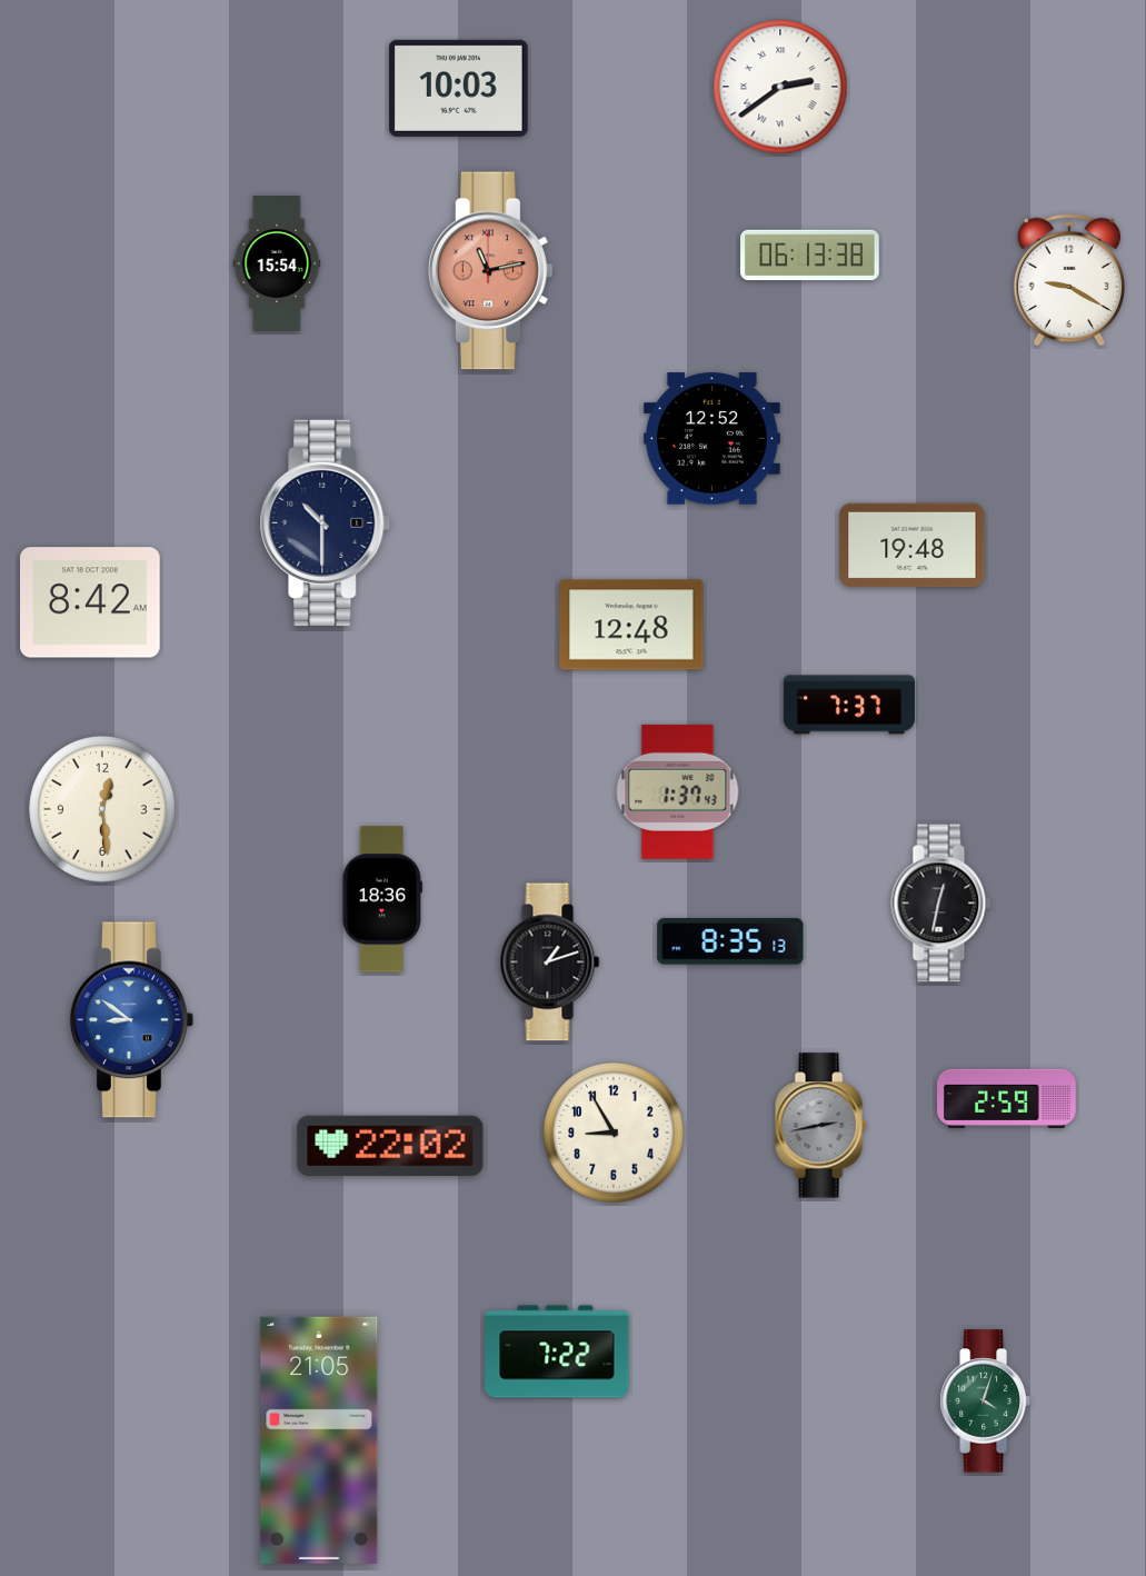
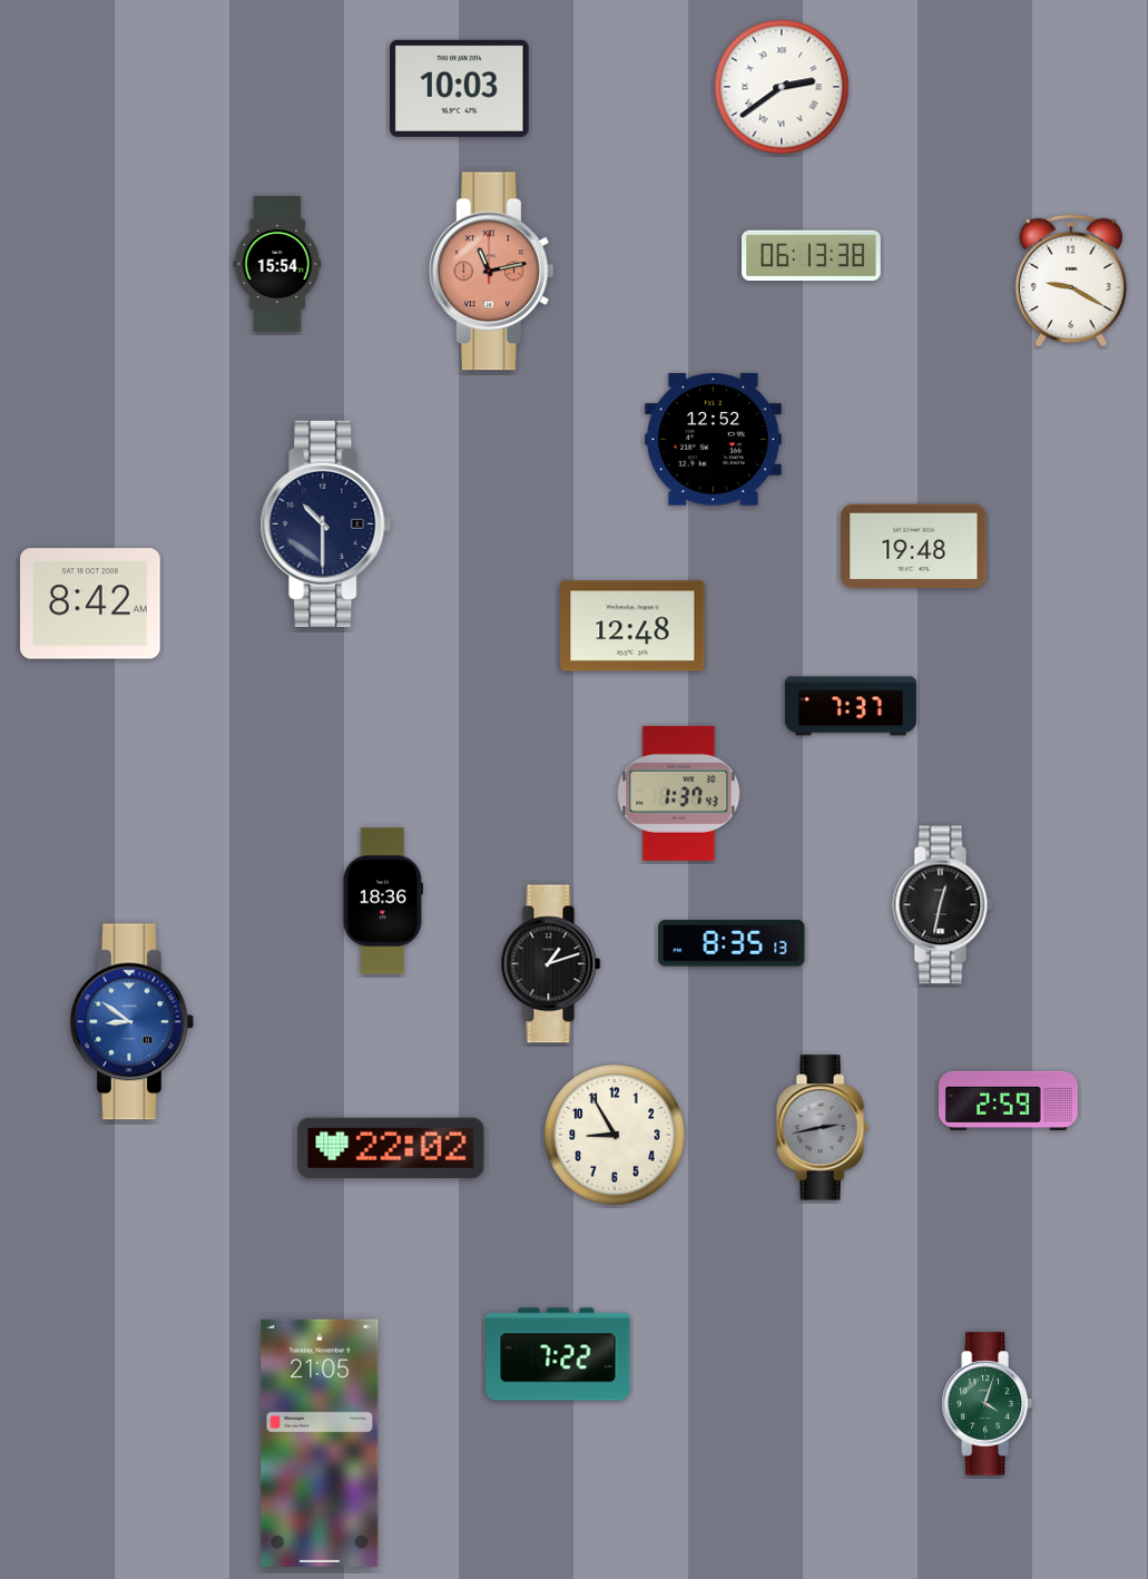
clock at (102, 809): 12:29 -> none
